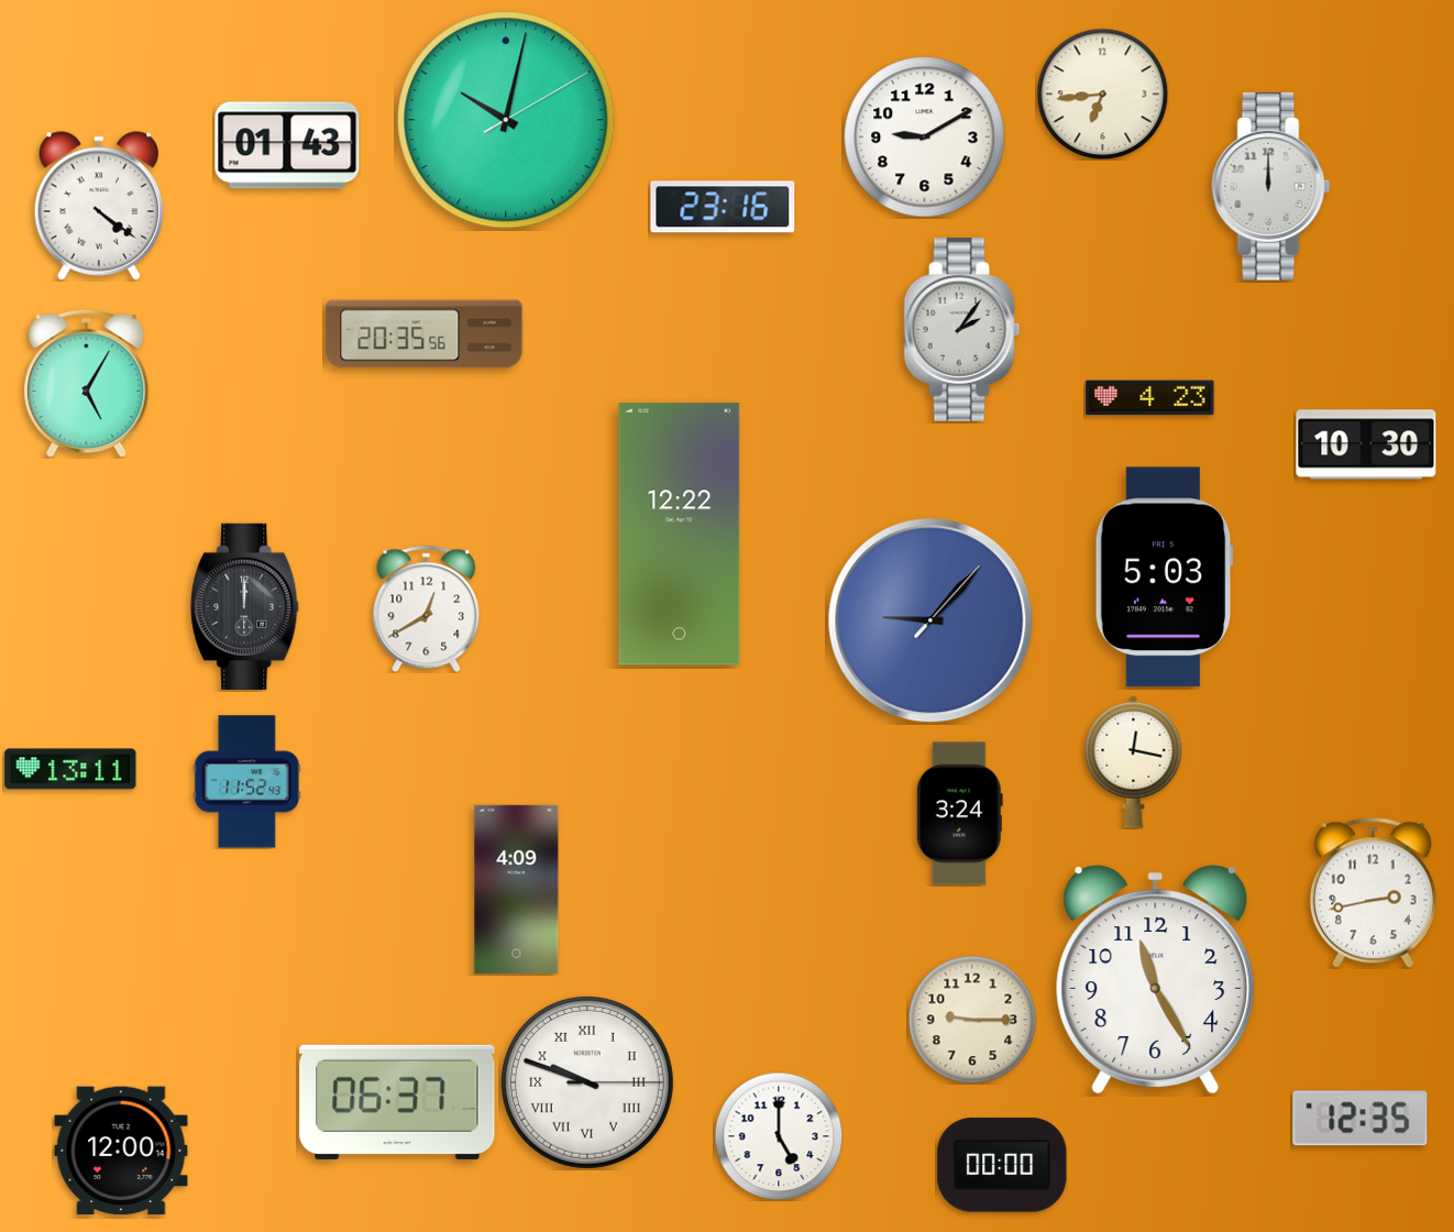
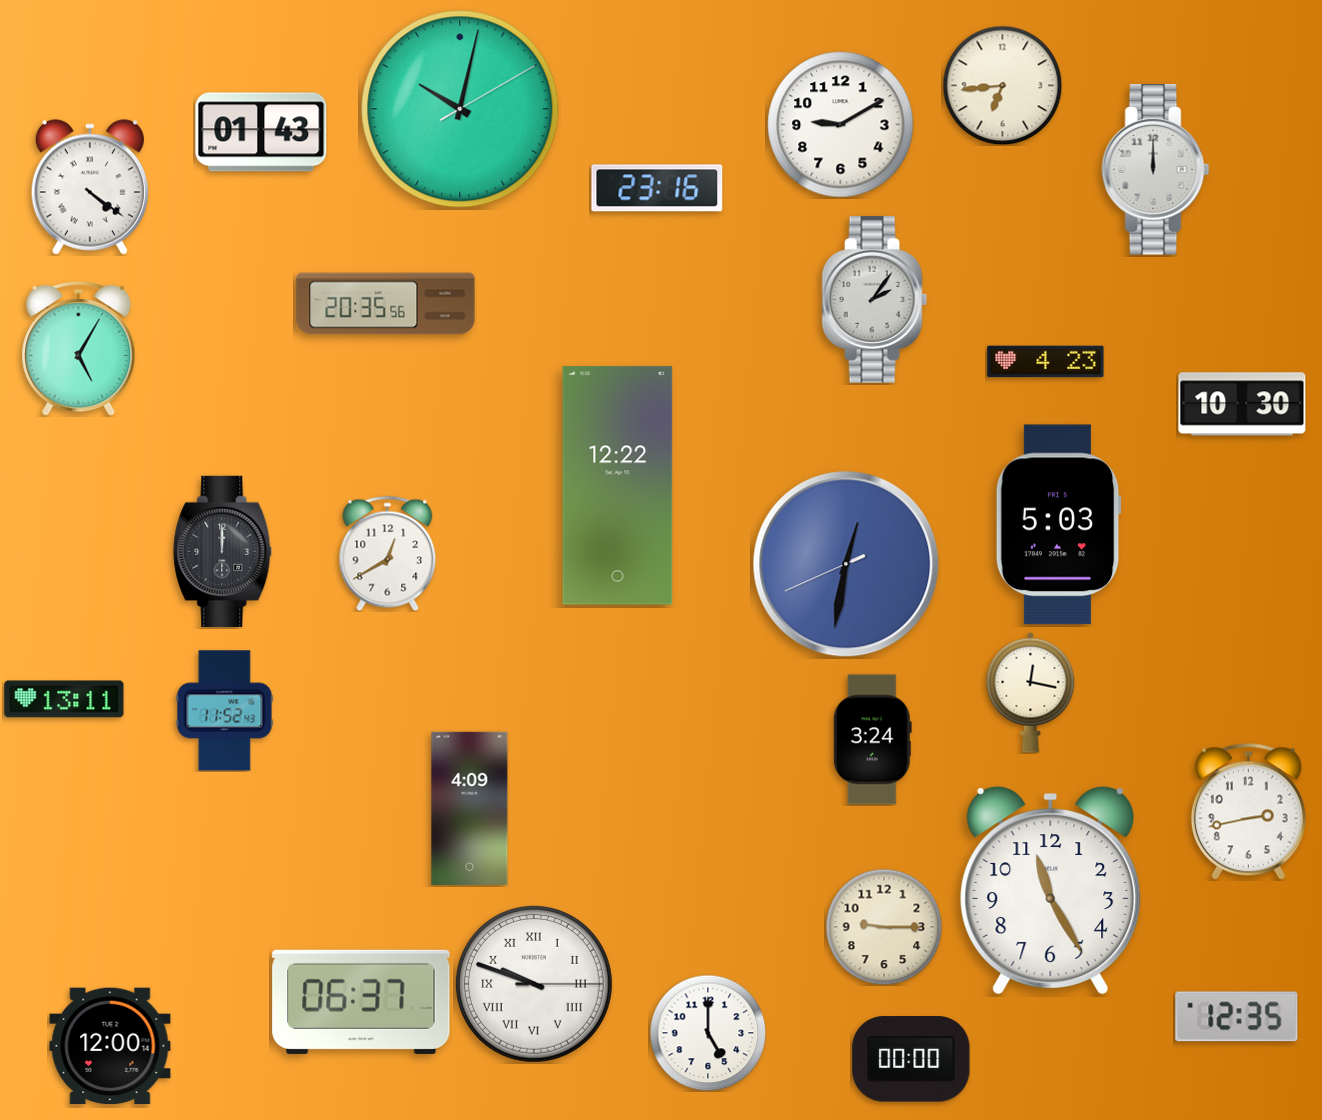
clock at (930, 620): 9:07 -> 12:31
